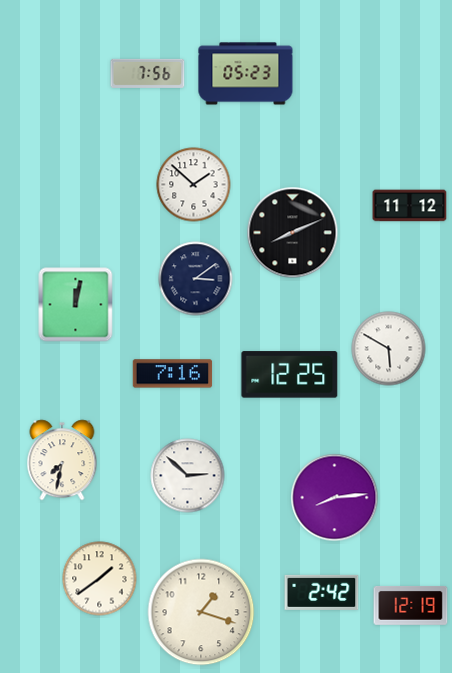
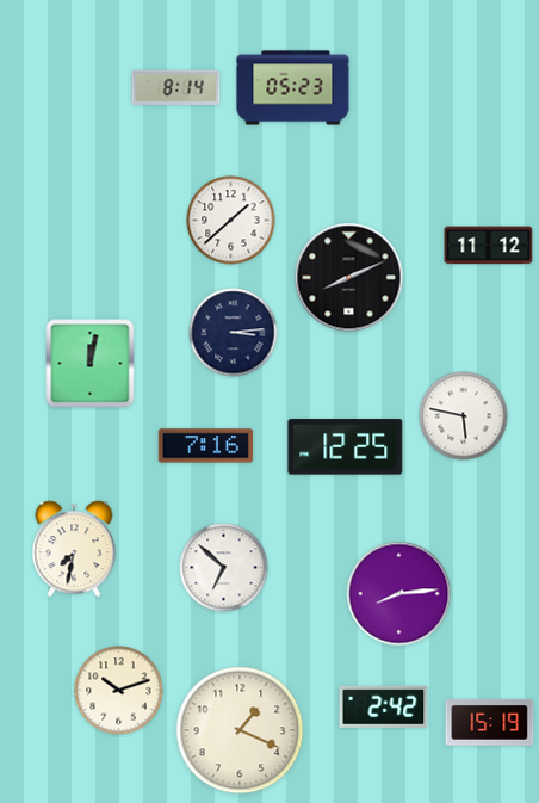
clock at (148, 73): 7:56 -> 8:14
clock at (194, 185): 1:52 -> 1:38
clock at (196, 279): 3:09 -> 3:14
clock at (389, 349): 5:50 -> 5:47
clock at (188, 476): 2:52 -> 6:52
clock at (100, 579): 1:39 -> 10:12
clock at (411, 606): 12:19 -> 15:19
clock at (201, 612): 1:18 -> 1:19
